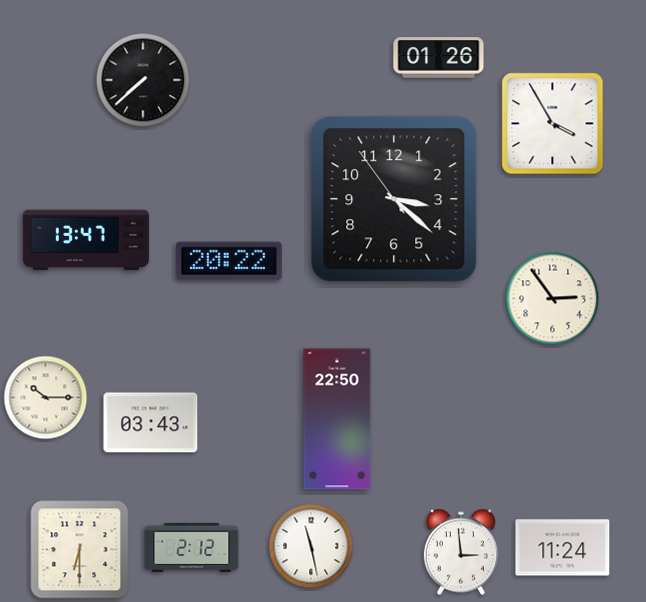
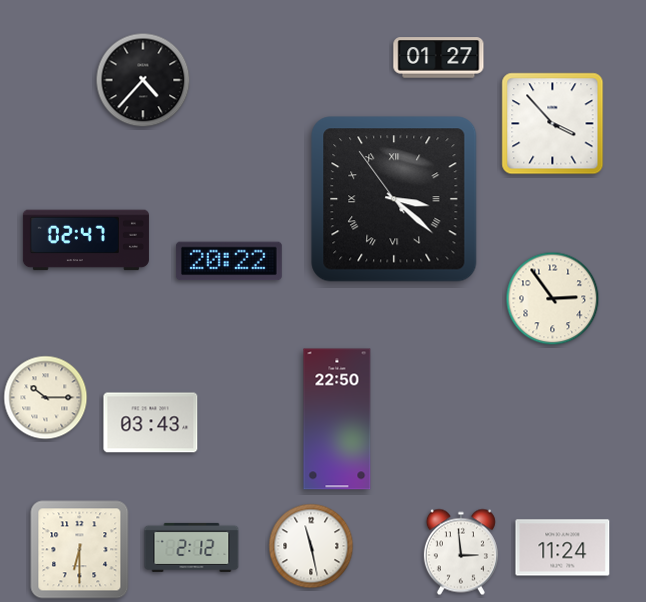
clock at (439, 58): 01:26 -> 01:27
clock at (143, 80): 7:38 -> 4:37
clock at (553, 124): 3:55 -> 3:53
clock at (394, 199) numerals: Arabic -> Roman
clock at (86, 240): 13:47 -> 02:47
